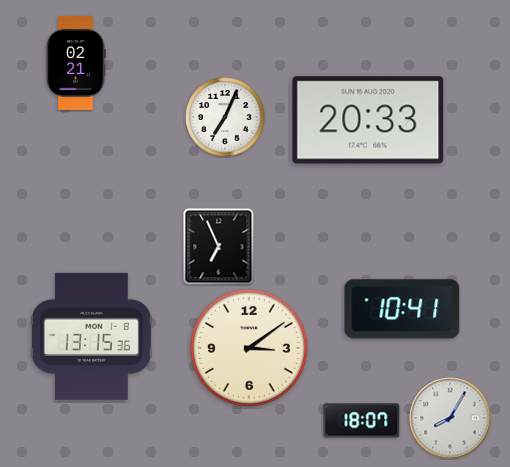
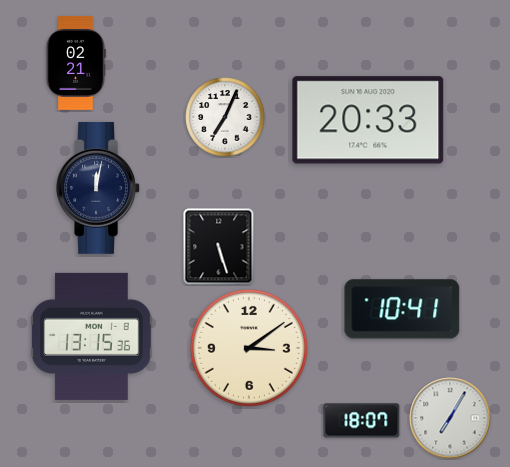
clock at (98, 188): none -> 12:02
clock at (219, 247): 6:56 -> 5:27
clock at (450, 418): 8:05 -> 7:05
